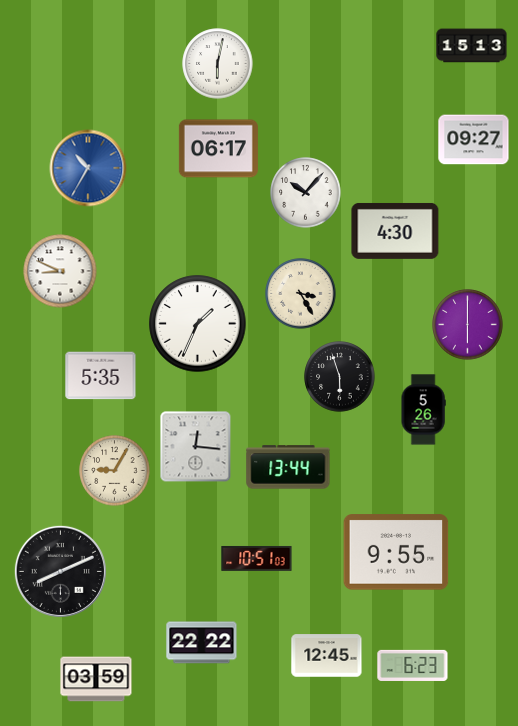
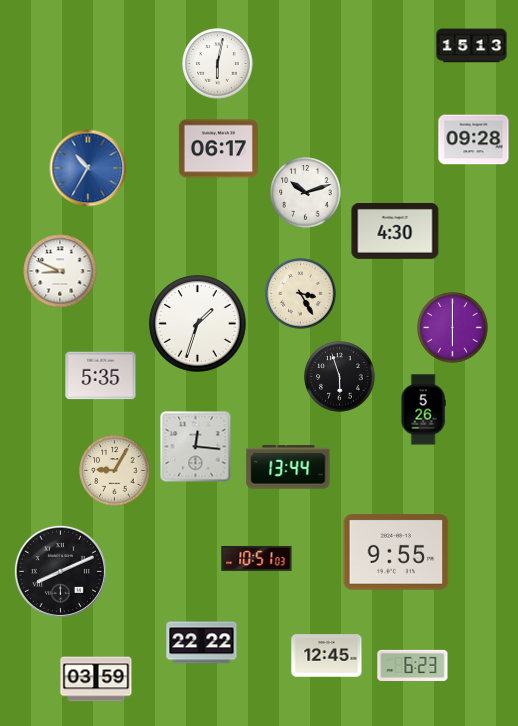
clock at (474, 140): 09:27 -> 09:28
clock at (306, 193): 10:07 -> 10:12
clock at (198, 324): 1:34 -> 1:33
clock at (468, 325) position: (468, 325) -> (453, 328)
